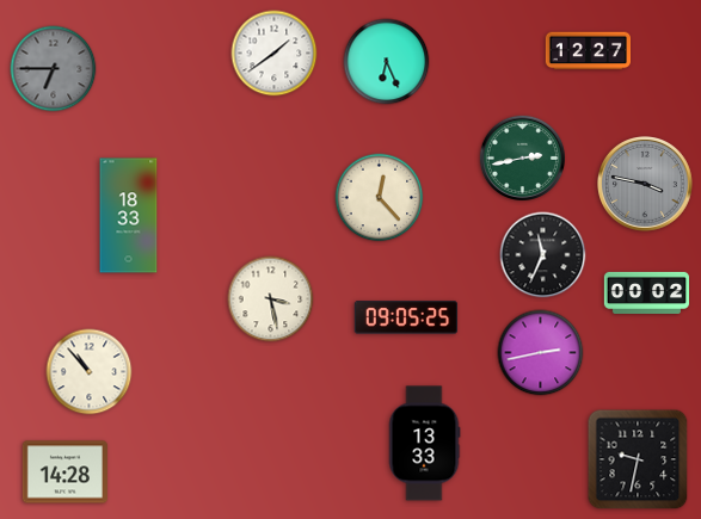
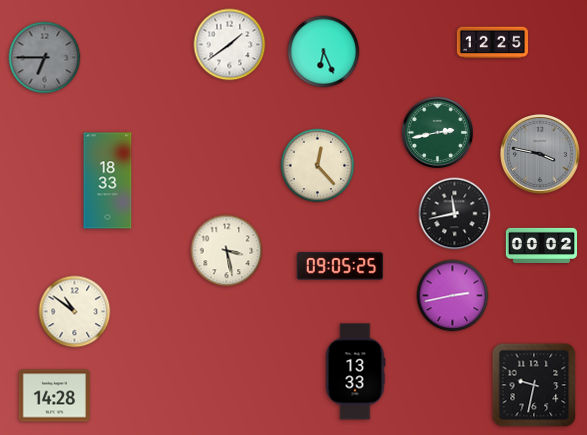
clock at (588, 51): 12:27 -> 12:25
clock at (543, 255): 11:34 -> 11:43
clock at (90, 372): 10:53 -> 10:51
